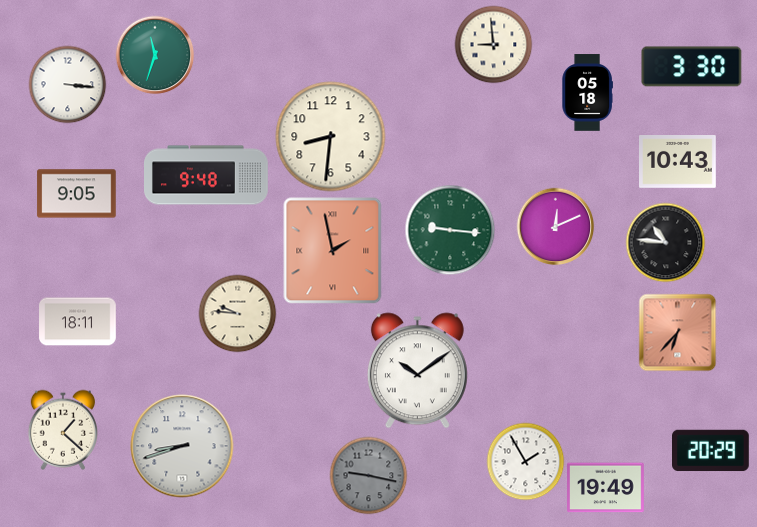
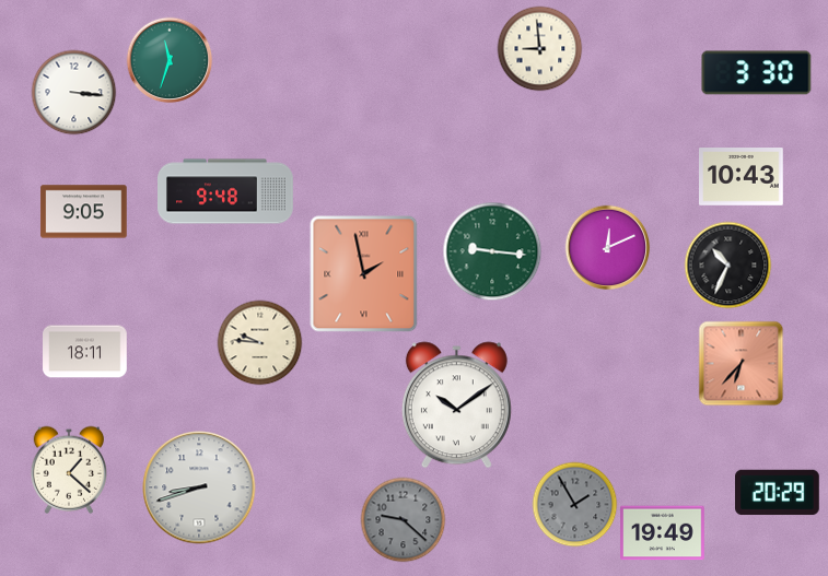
clock at (587, 93): 05:18 -> none
clock at (331, 137): 8:31 -> none
clock at (665, 242): 10:46 -> 10:34
clock at (525, 461) dial: white -> grey
clock at (368, 475): 9:17 -> 9:22
